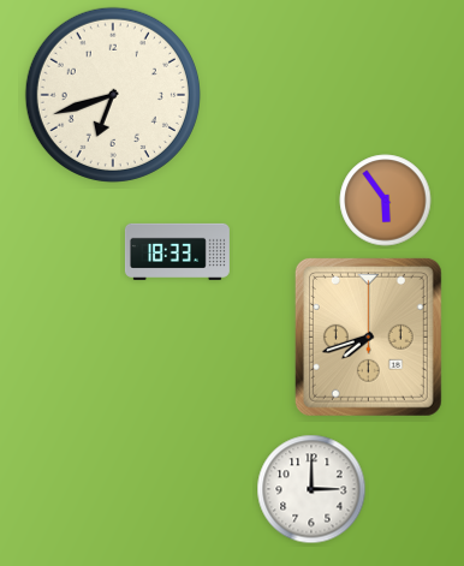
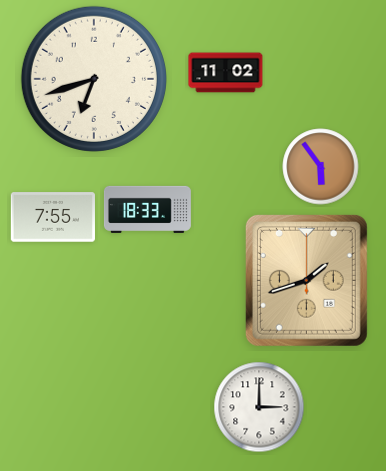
clock at (226, 73): none -> 11:02
clock at (53, 217): none -> 7:55
clock at (368, 336): 7:42 -> 1:42
